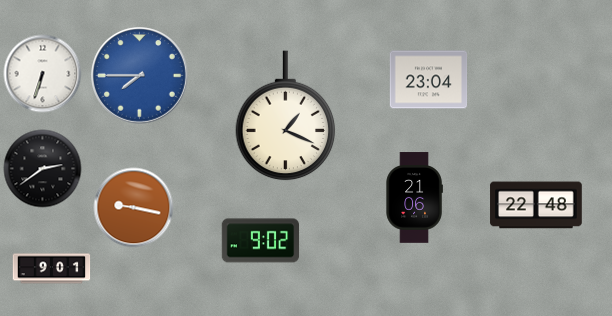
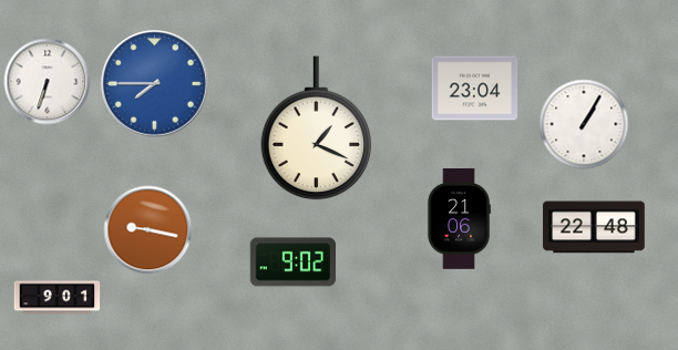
clock at (584, 124): none -> 1:05
clock at (42, 168): 2:39 -> none
clock at (260, 241) position: (260, 241) -> (292, 262)
